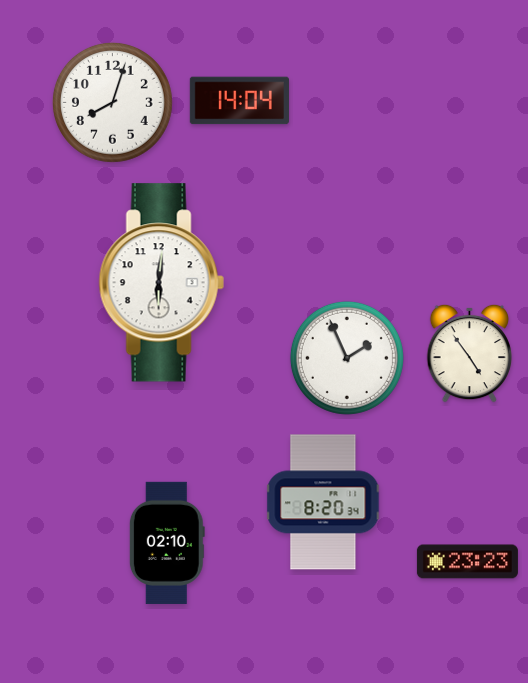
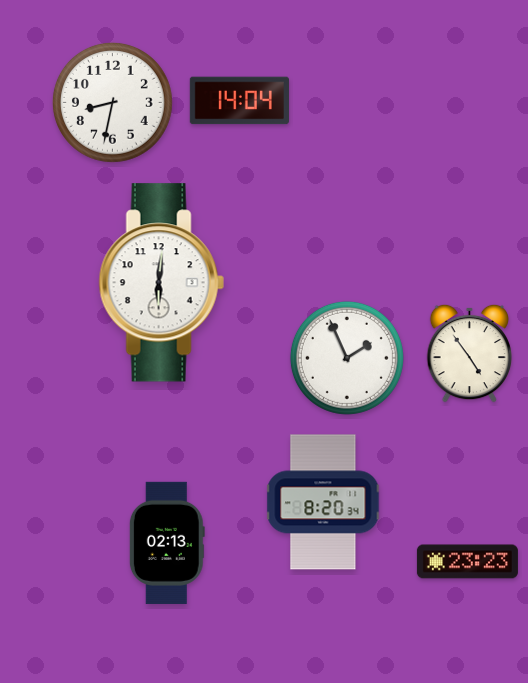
clock at (112, 102): 8:03 -> 8:32
clock at (167, 543): 02:10 -> 02:13
